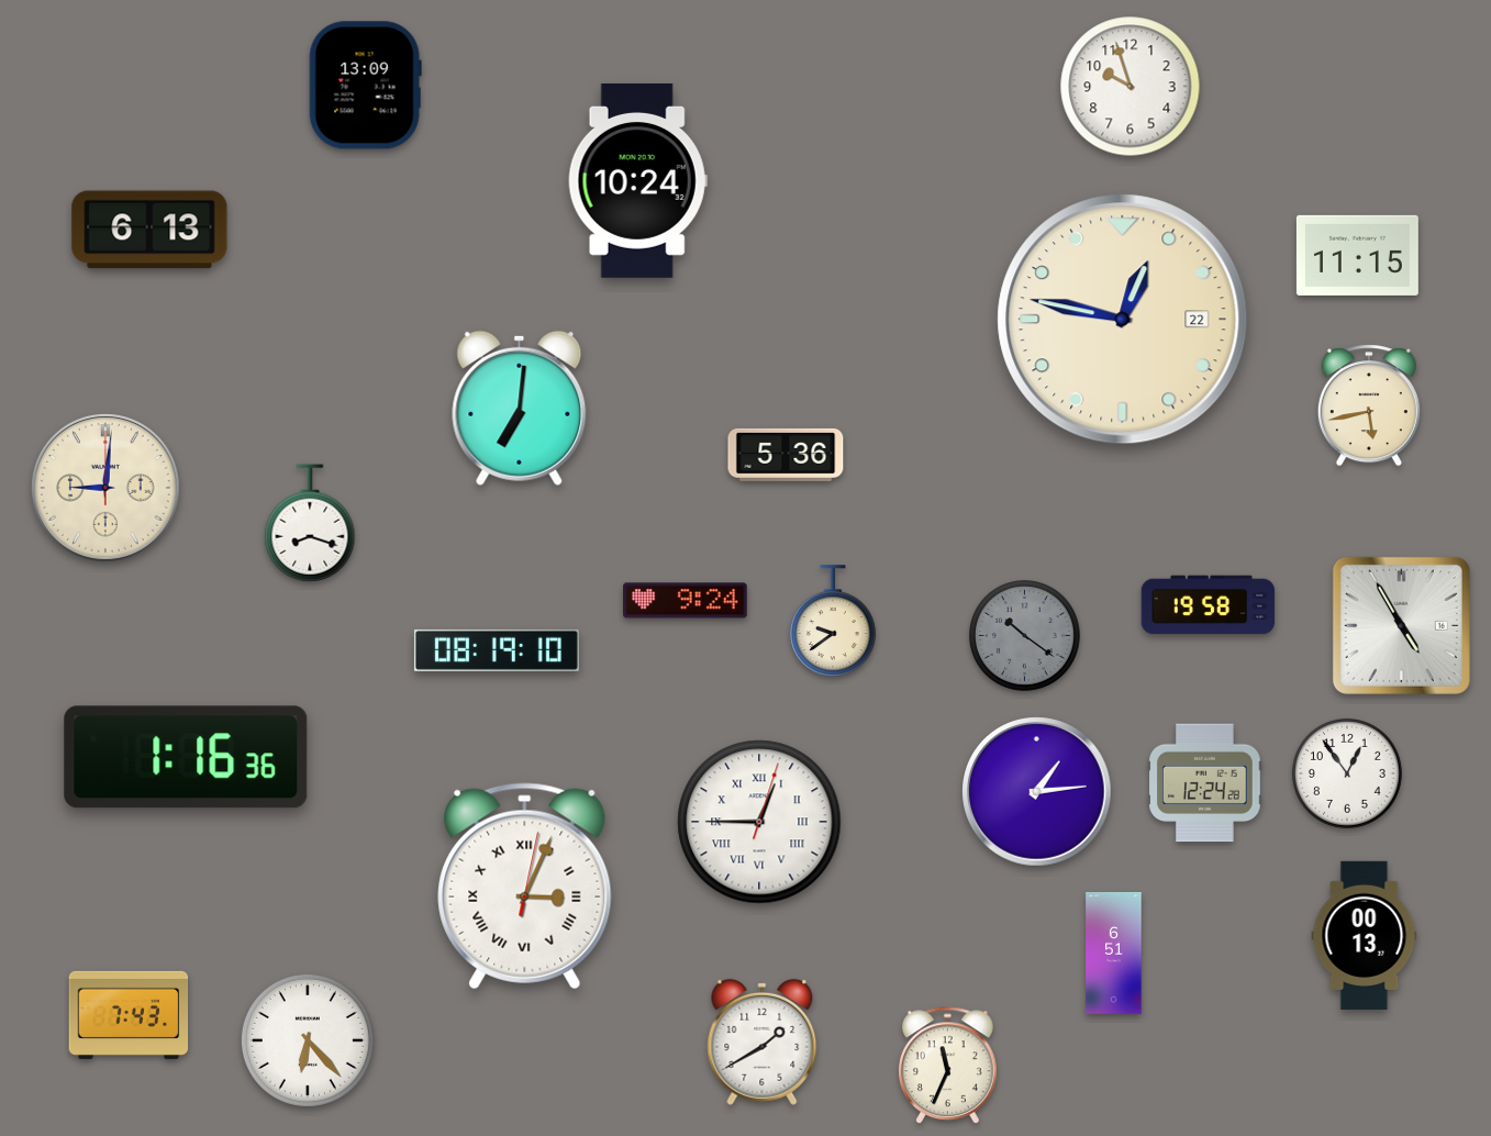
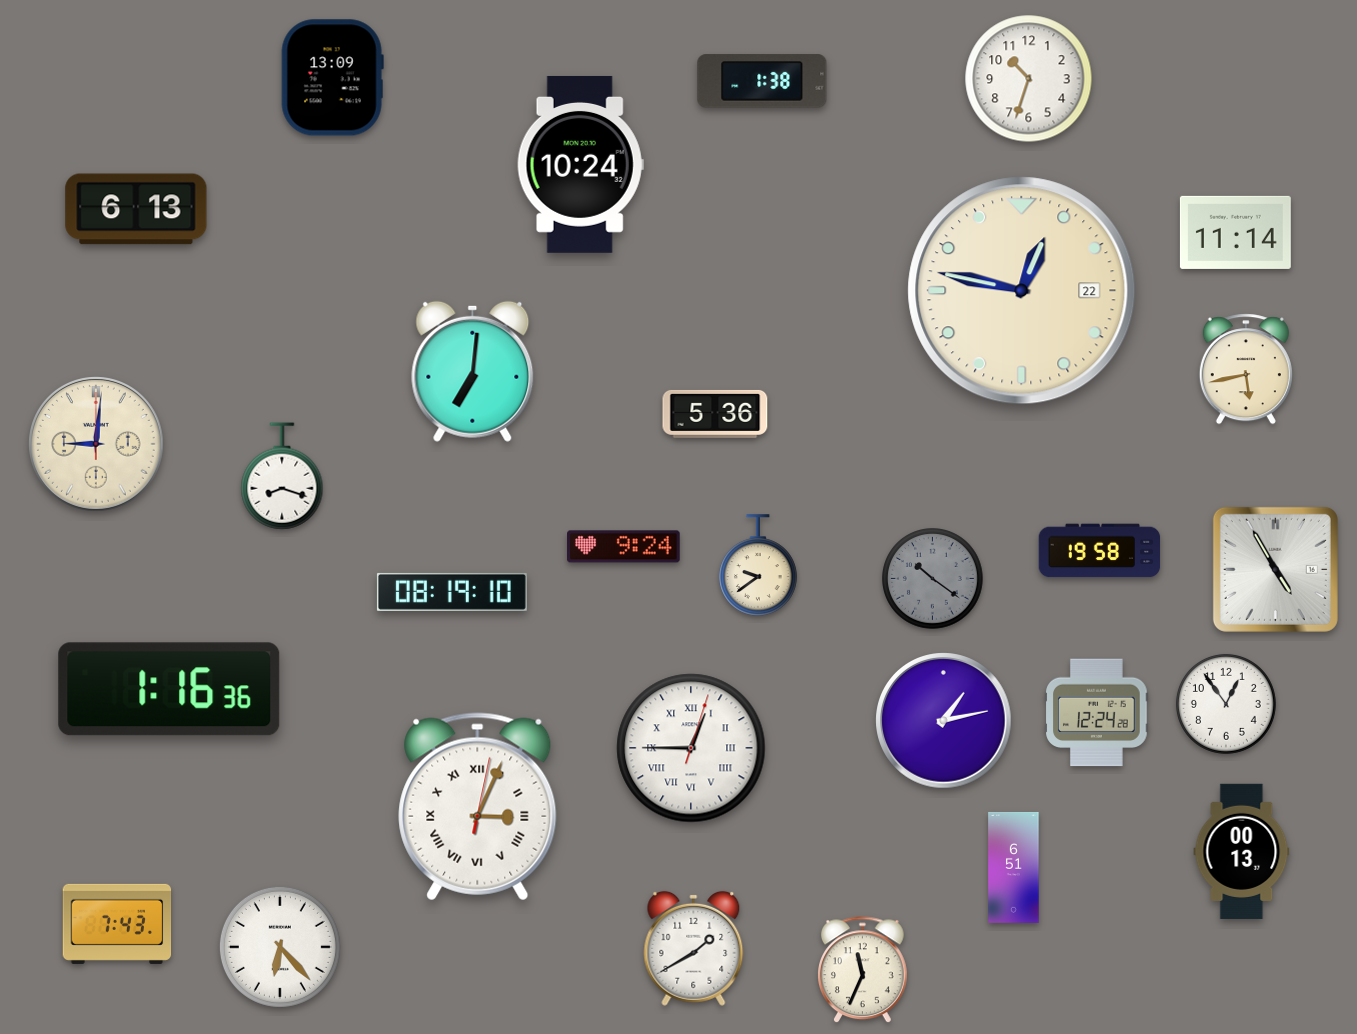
clock at (1131, 87): 9:57 -> 10:33
clock at (762, 81): none -> 1:38
clock at (1357, 255): 11:15 -> 11:14
clock at (1037, 792): 1:14 -> 1:13
